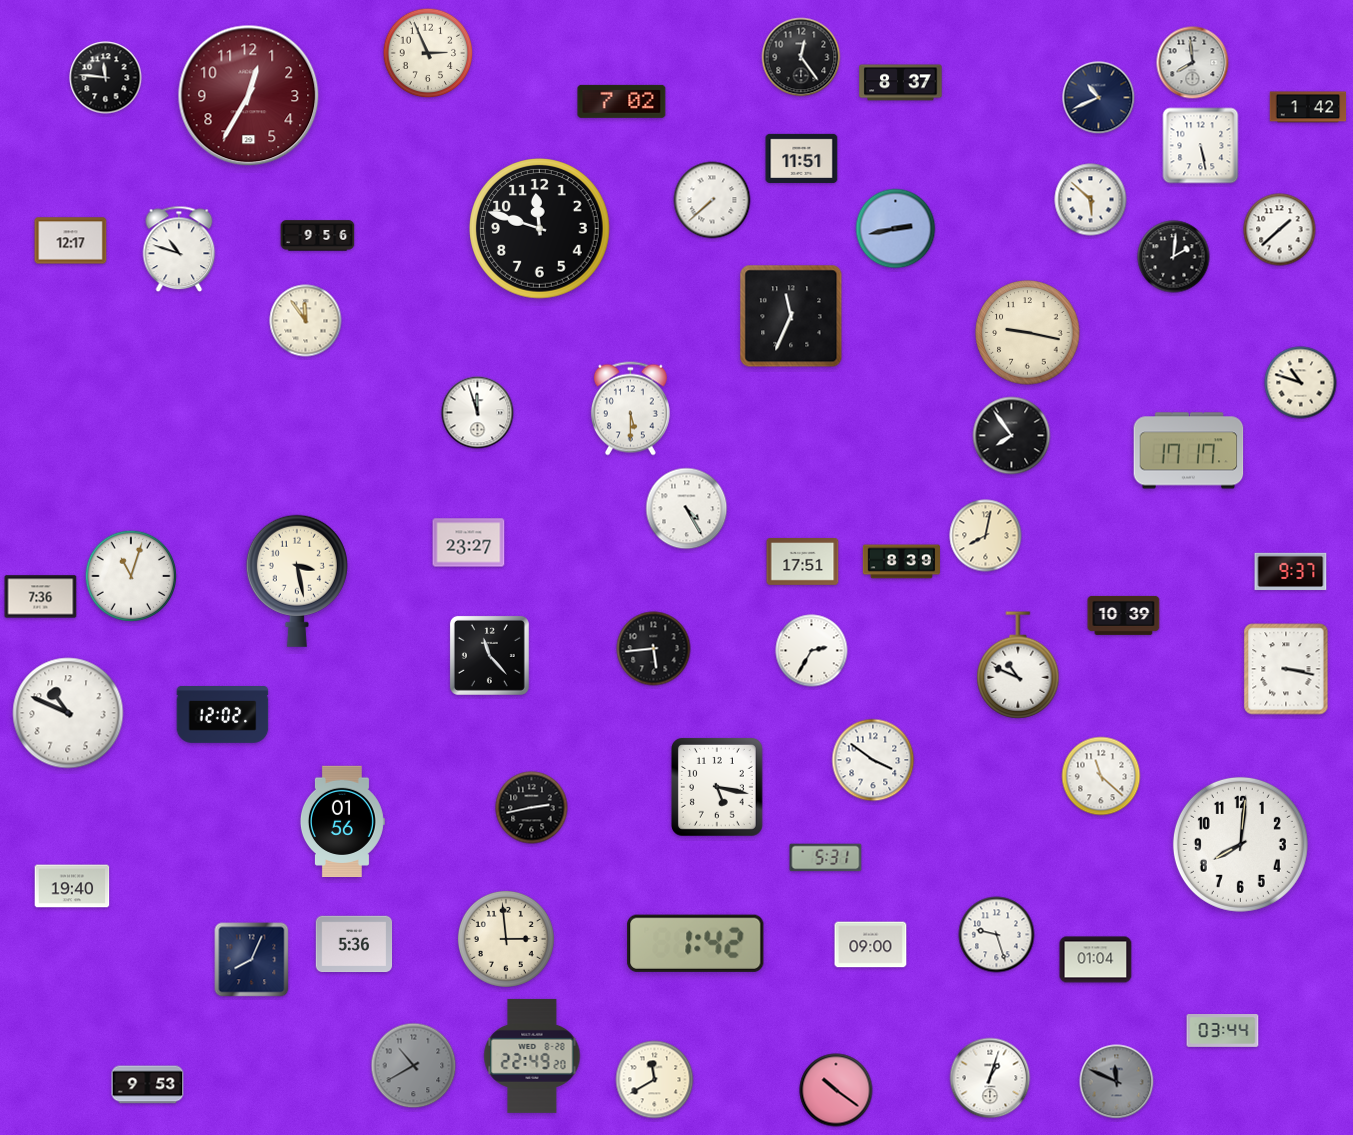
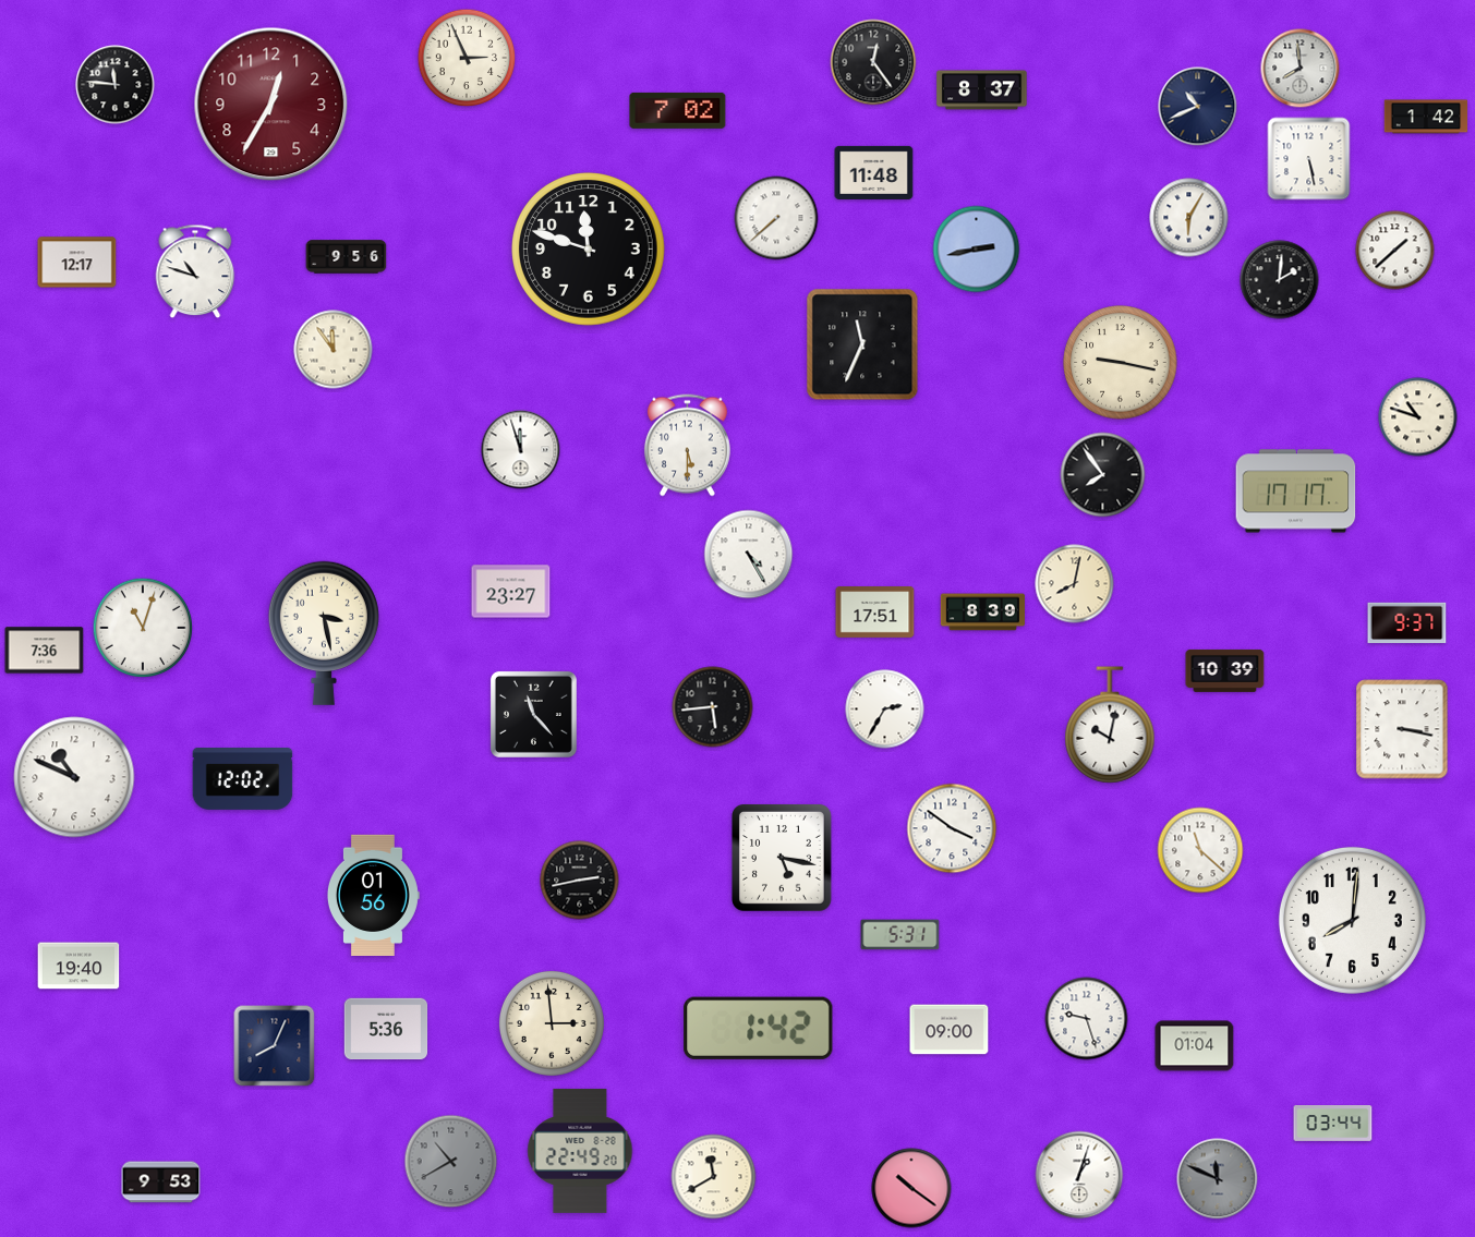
clock at (802, 158): 11:51 -> 11:48
clock at (1091, 200): 5:52 -> 6:05
clock at (1018, 665): 10:49 -> 10:02
clock at (1101, 776) position: (1101, 776) -> (1200, 850)
